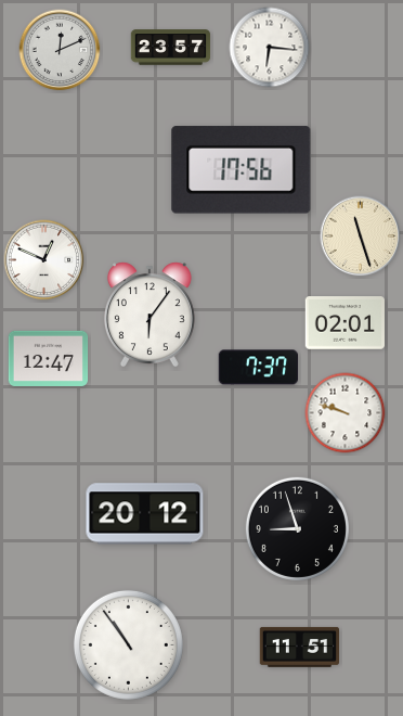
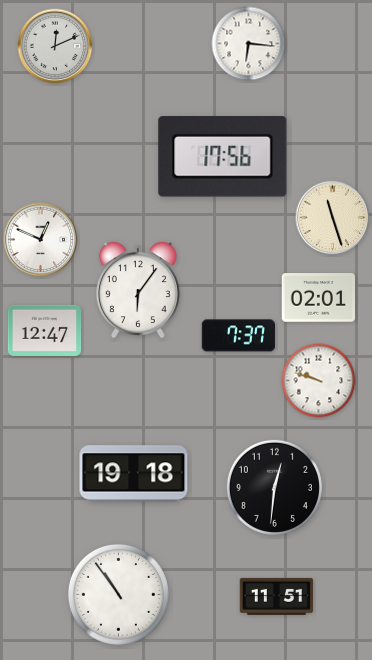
clock at (171, 48): 23:57 -> none
clock at (258, 368) position: (258, 368) -> (238, 336)
clock at (145, 514): 20:12 -> 19:18
clock at (297, 528): 8:57 -> 12:31
